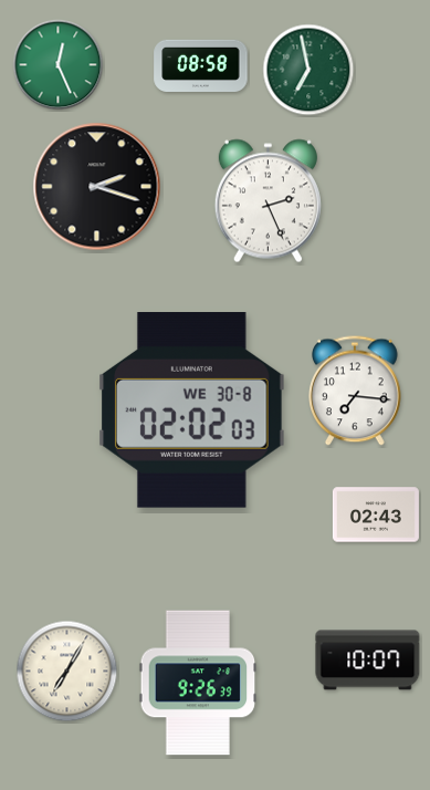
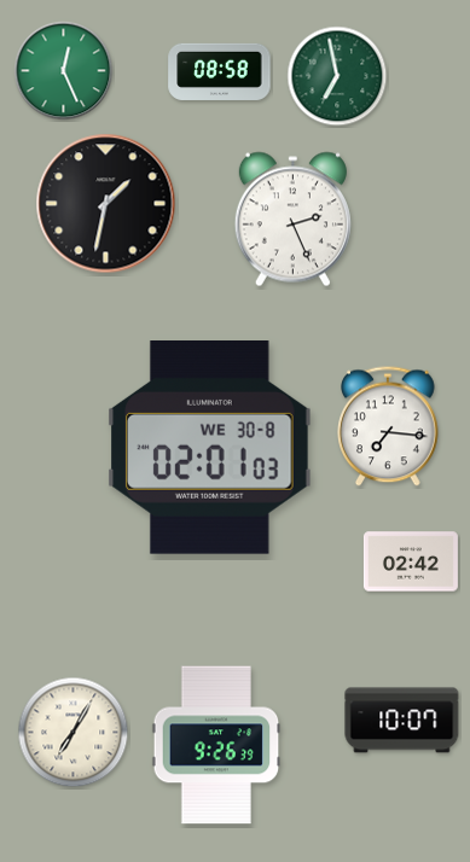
clock at (97, 187): 2:18 -> 1:32
clock at (192, 410): 02:02 -> 02:01
clock at (376, 514): 02:43 -> 02:42
